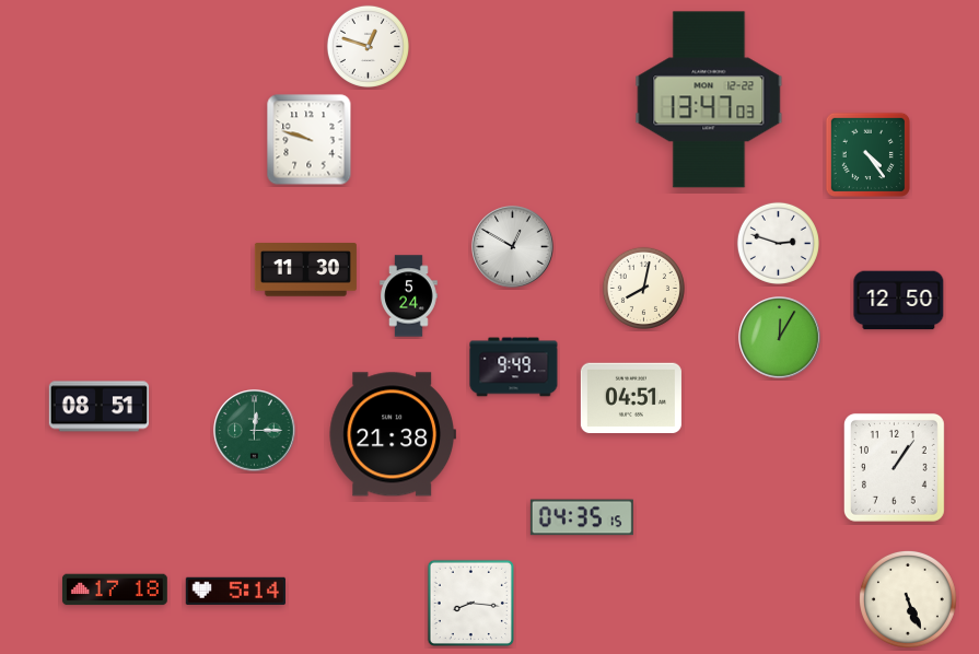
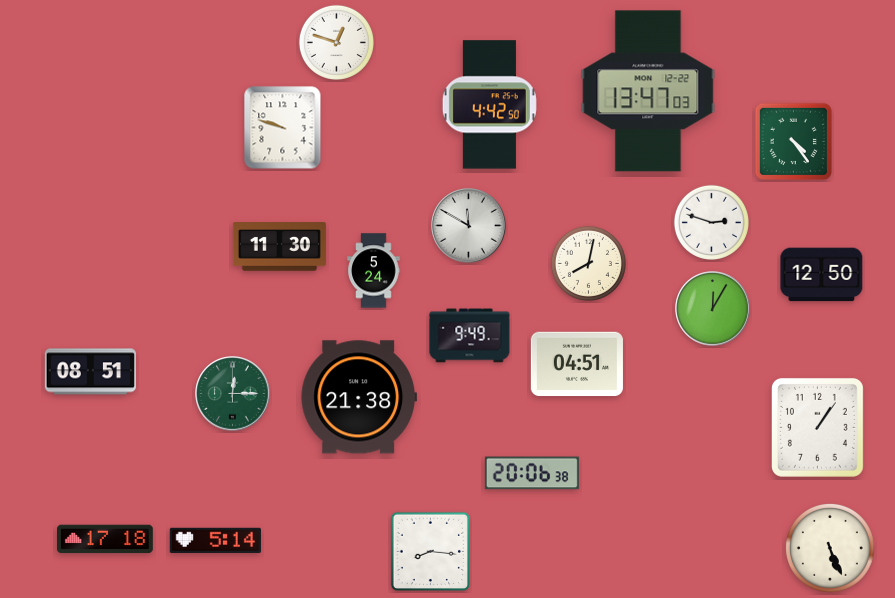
clock at (489, 105): none -> 4:42
clock at (513, 247): 12:50 -> 11:50
clock at (582, 517): 04:35 -> 20:06
